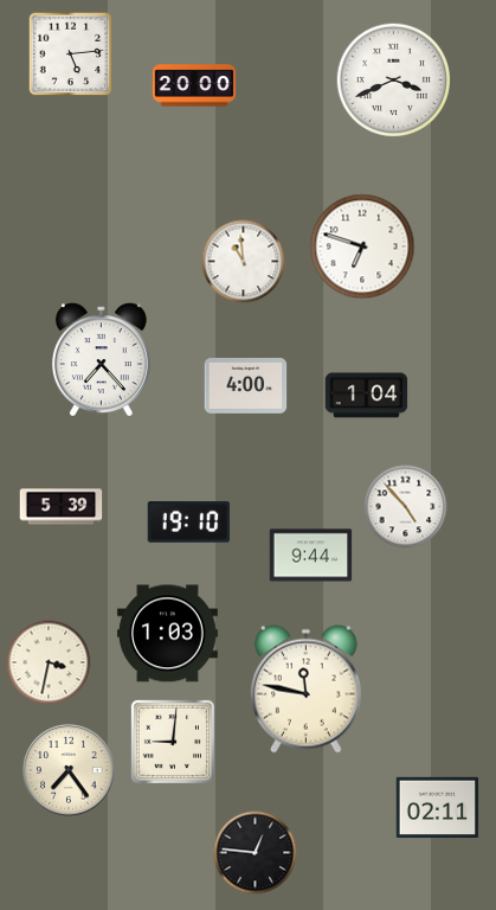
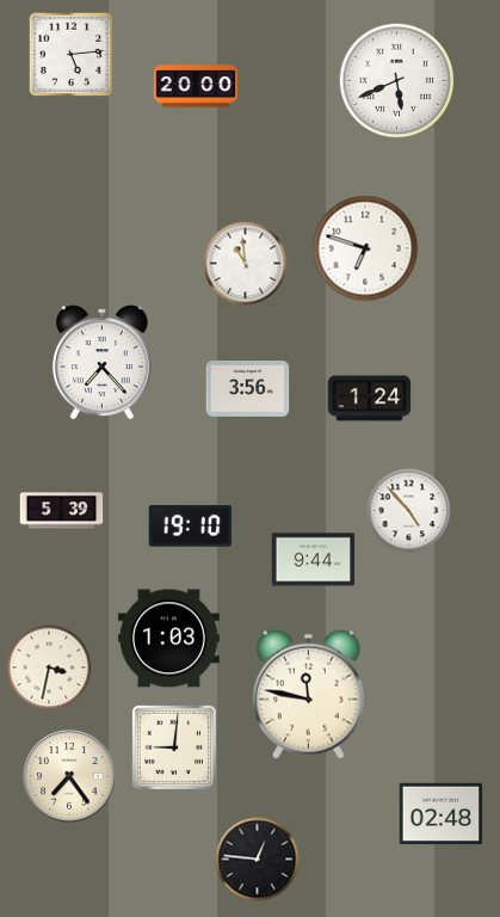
clock at (394, 81): 3:41 -> 5:41
clock at (246, 386): 4:00 -> 3:56
clock at (367, 396): 1:04 -> 1:24
clock at (438, 807): 02:11 -> 02:48
